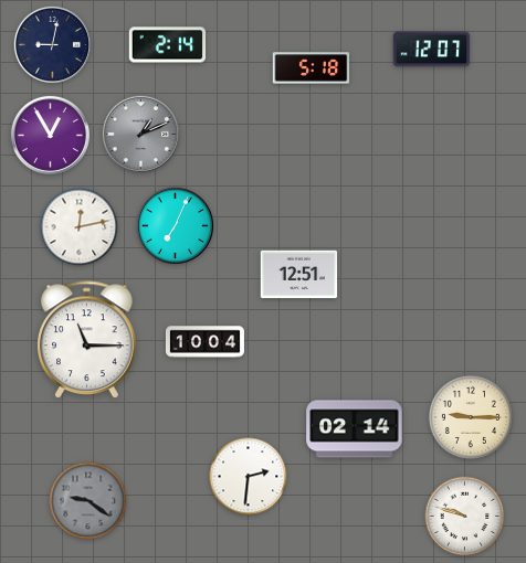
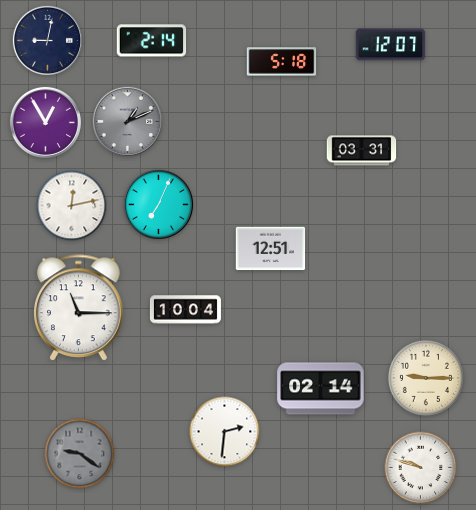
clock at (362, 151): none -> 03:31
